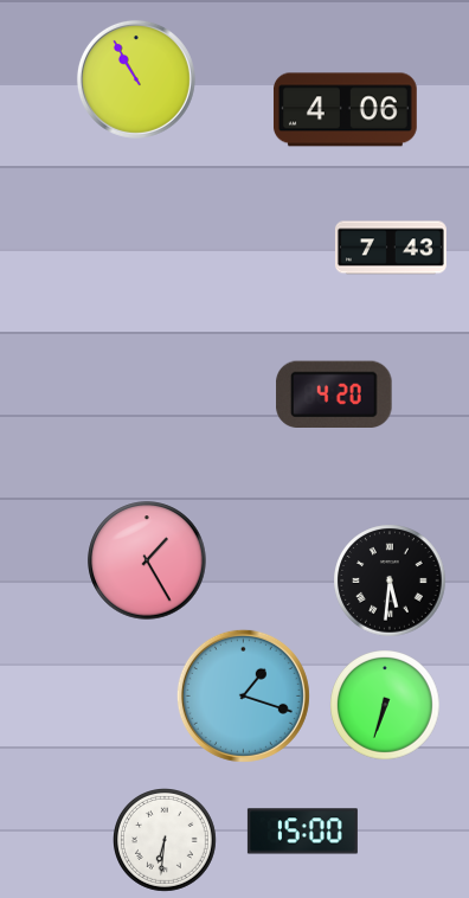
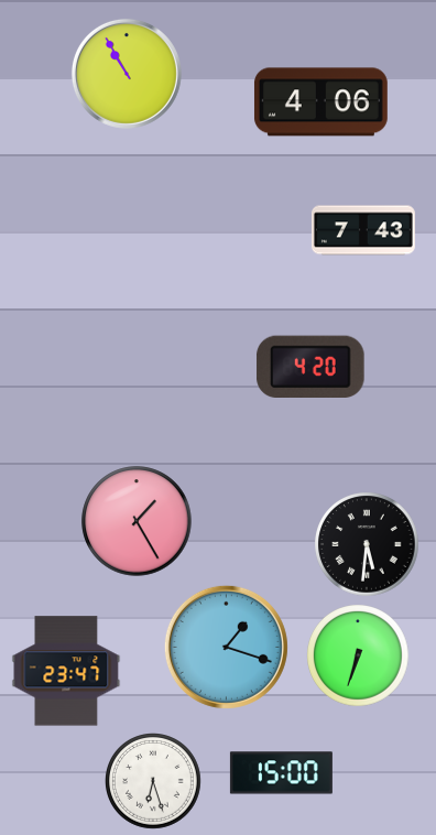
clock at (390, 581) position: (390, 581) -> (367, 544)
clock at (66, 671): none -> 23:47
clock at (166, 841): 6:31 -> 6:27
